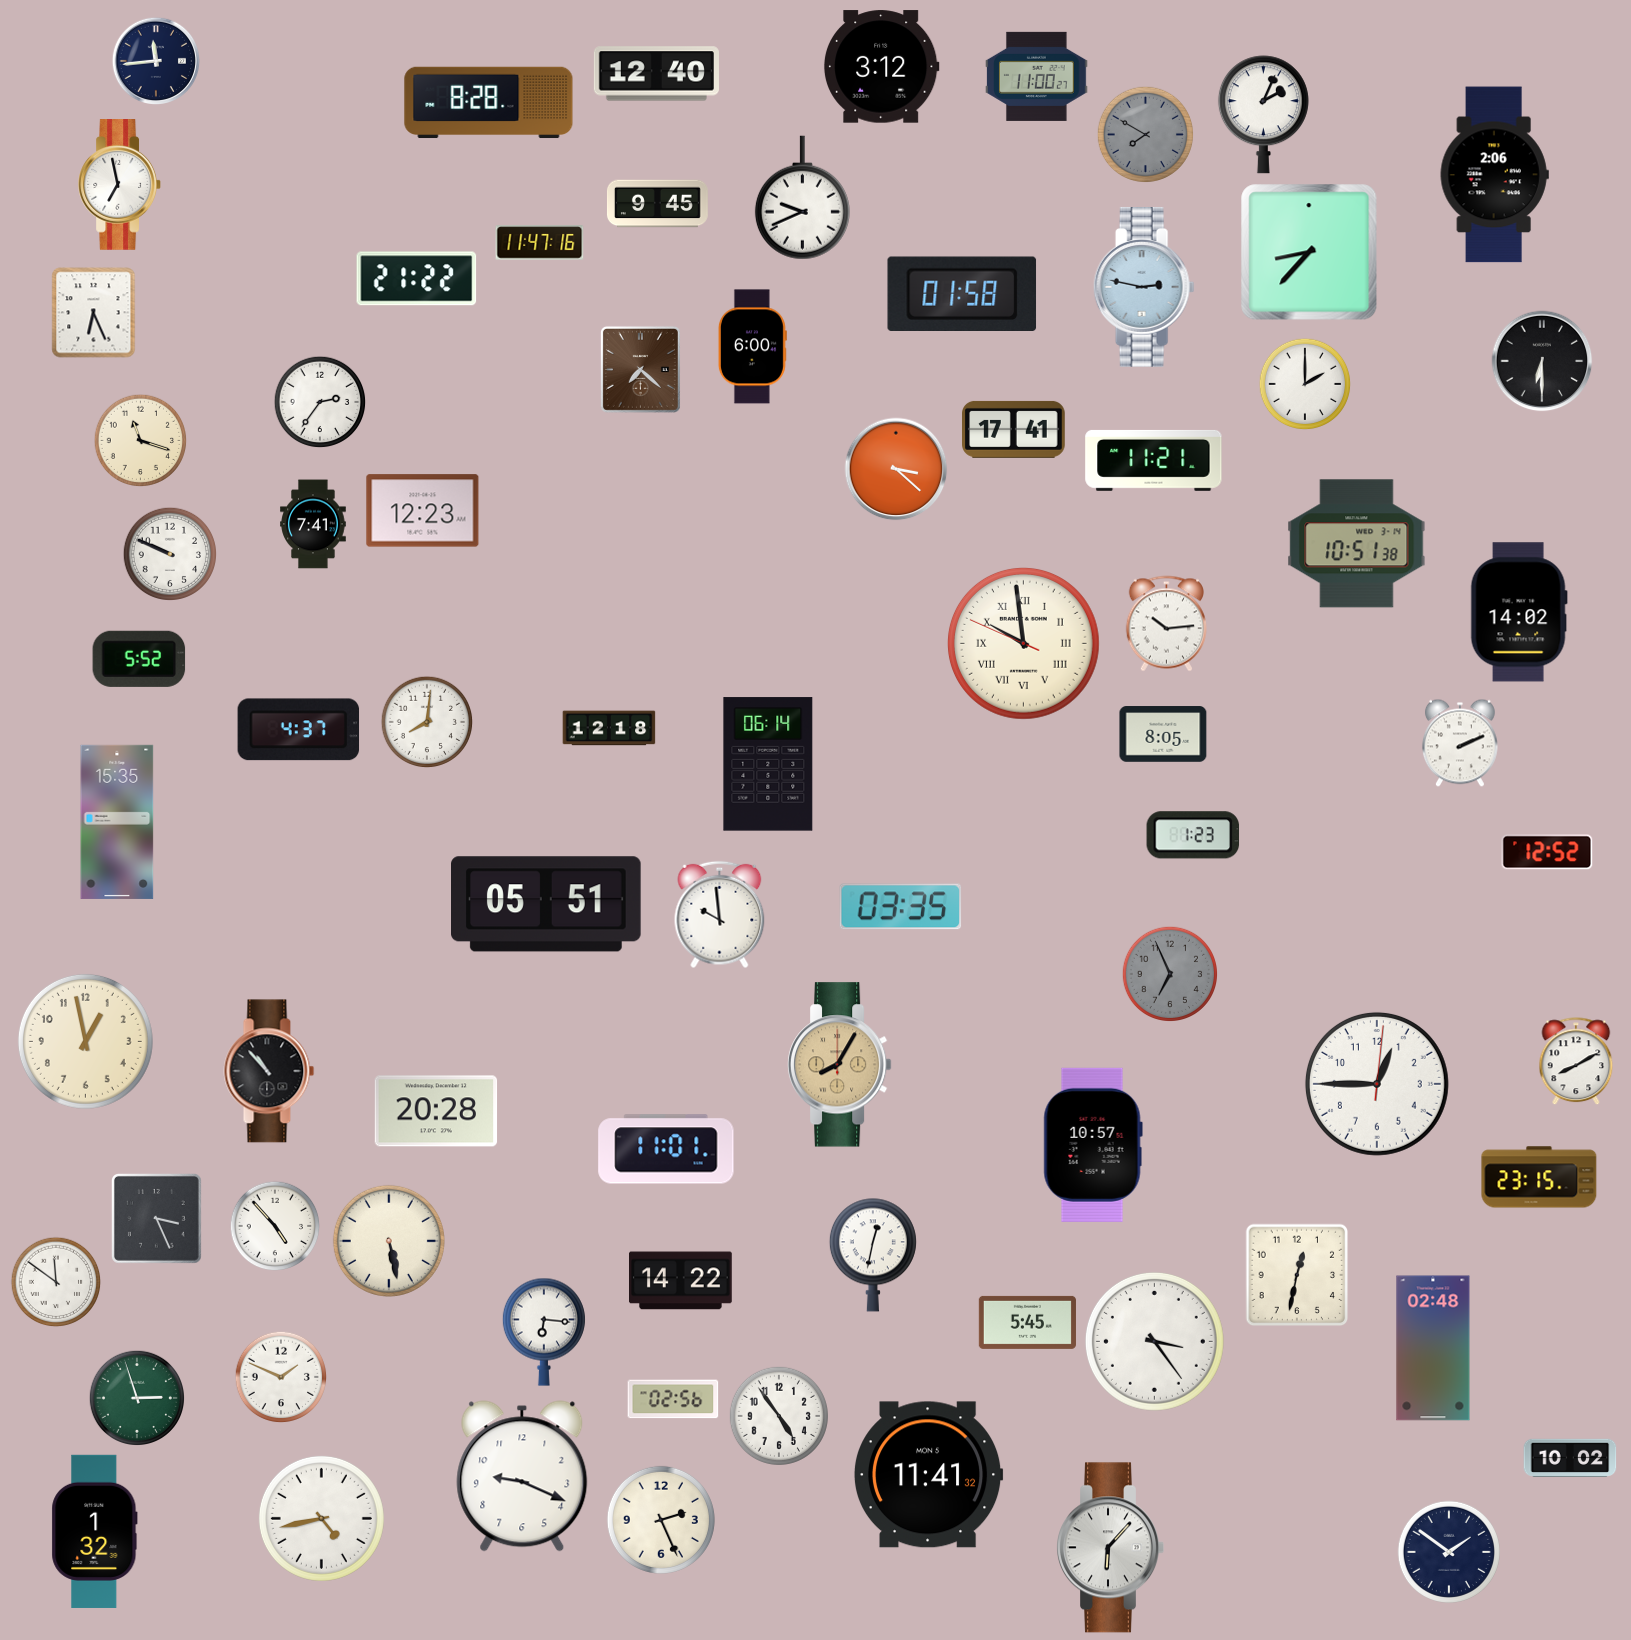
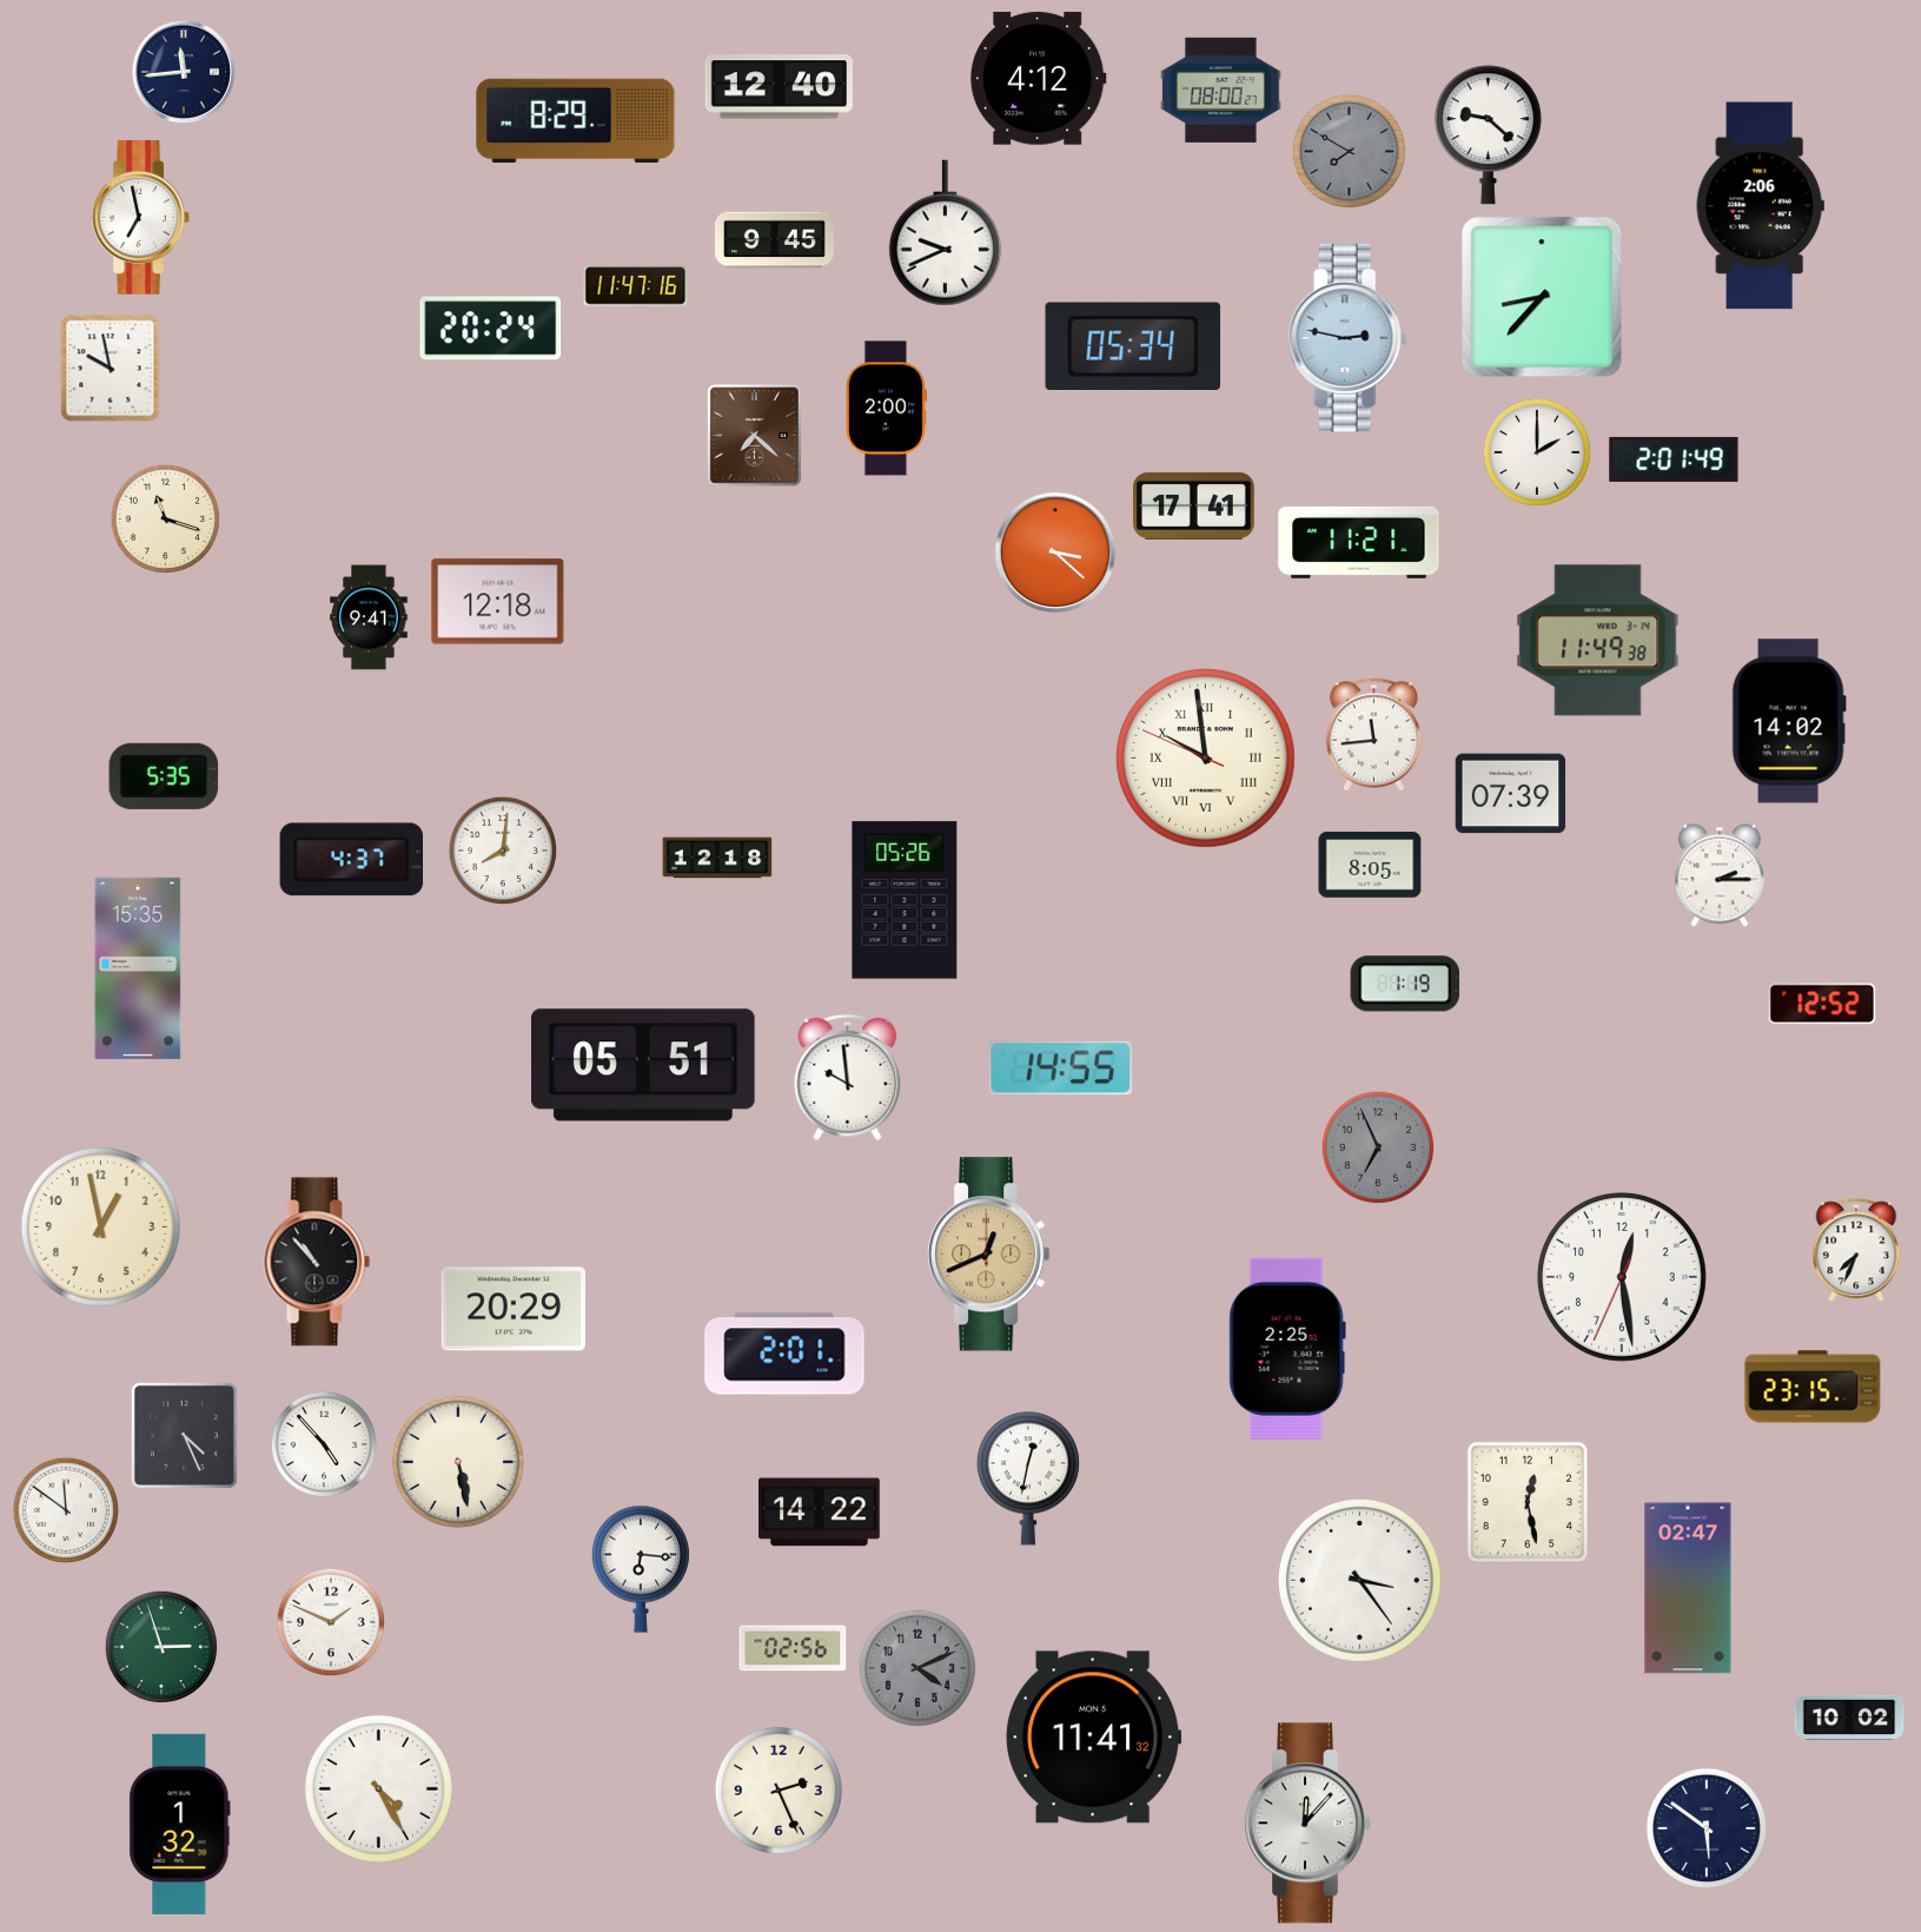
clock at (881, 67): 3:12 -> 4:12
clock at (656, 74) position: (656, 74) -> (779, 87)
clock at (1037, 76): 11:00 -> 08:00
clock at (489, 103): 8:28 -> 8:29
clock at (1263, 115): 2:04 -> 9:22
clock at (1145, 134) position: (1145, 134) -> (1349, 151)
clock at (417, 279): 21:22 -> 20:24
clock at (962, 294): 01:58 -> 05:34
clock at (94, 313): 6:26 -> 9:58
clock at (752, 347): 6:00 -> 2:00
clock at (1542, 361): 6:30 -> none
clock at (1674, 459): none -> 2:01
clock at (320, 402): 2:36 -> none
clock at (423, 511): 12:23 -> 12:18
clock at (313, 524): 7:41 -> 9:41
clock at (1357, 544): 10:51 -> 11:49
clock at (170, 554): 9:49 -> none
clock at (1166, 624): 10:14 -> 11:44
clock at (139, 659): 5:52 -> 5:35
clock at (1511, 794): none -> 07:39
clock at (1460, 743): 2:11 -> 2:15
clock at (768, 764): 06:14 -> 05:26
clock at (1193, 835): 1:23 -> 1:19
clock at (901, 907): 03:35 -> 14:55
clock at (1576, 1062): 8:10 -> 7:34
clock at (839, 1065): 8:05 -> 12:41
clock at (1377, 1084): 12:45 -> 12:28
clock at (436, 1111): 20:28 -> 20:29
clock at (1093, 1145): 10:57 -> 2:25
clock at (666, 1149): 11:01 -> 2:01
clock at (156, 1218): 3:26 -> 4:26
clock at (1297, 1275): 12:32 -> 12:28
clock at (681, 1281) position: (681, 1281) -> (820, 1513)
clock at (1027, 1322): 5:45 -> none
clock at (1433, 1348): 02:48 -> 02:47
clock at (779, 1416): 4:54 -> 4:11
clock at (779, 1416) dial: white -> grey
clock at (522, 1476): 9:19 -> none
clock at (321, 1518): 4:43 -> 4:25
clock at (95, 1531) position: (95, 1531) -> (180, 1824)
clock at (1110, 1548): 6:07 -> 12:07
clock at (1449, 1552): 1:51 -> 5:51
